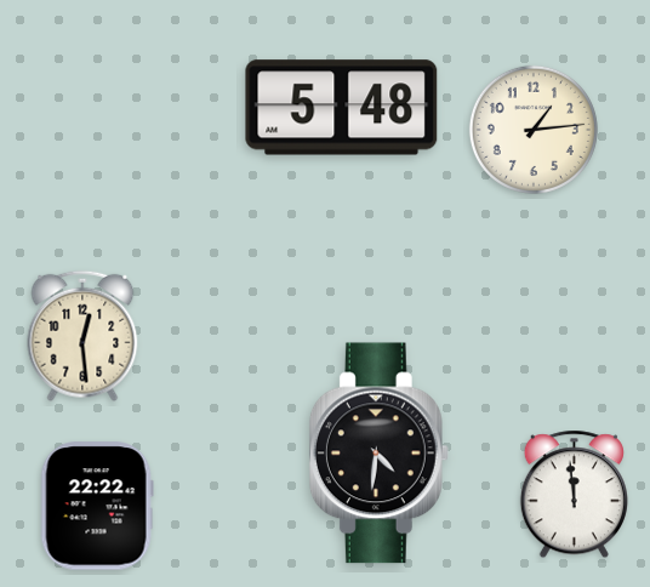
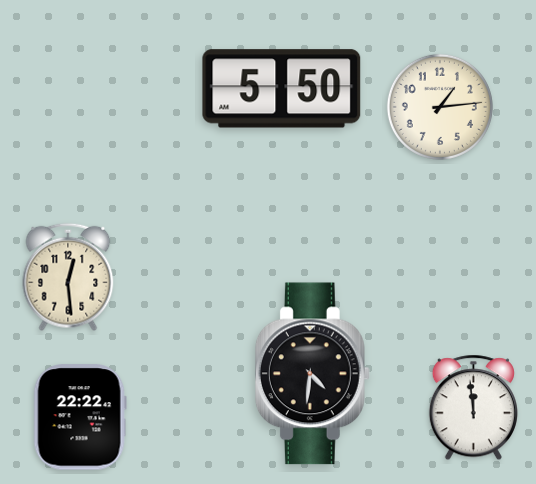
clock at (342, 108): 5:48 -> 5:50
